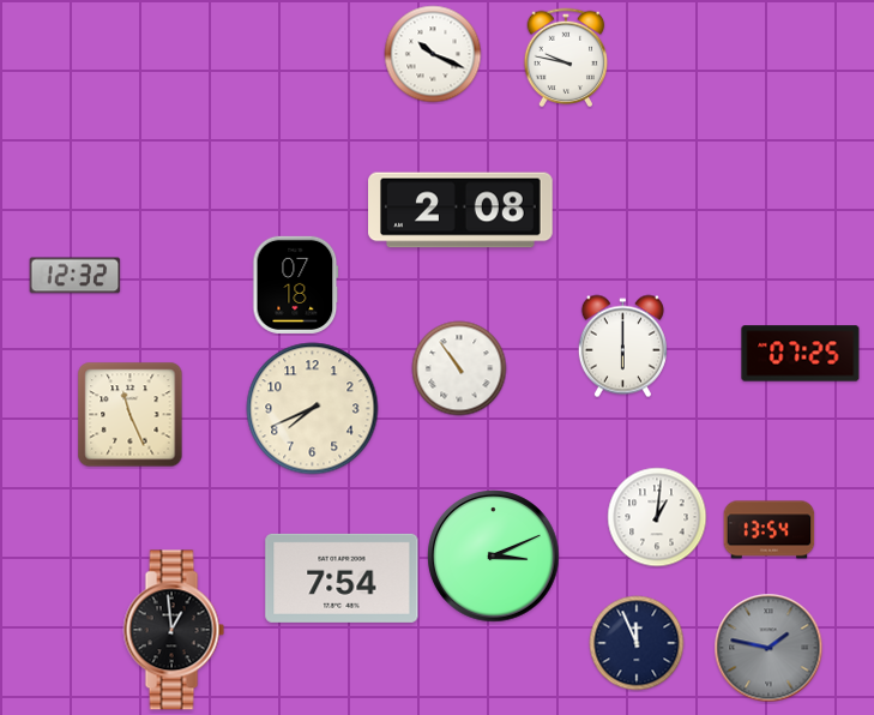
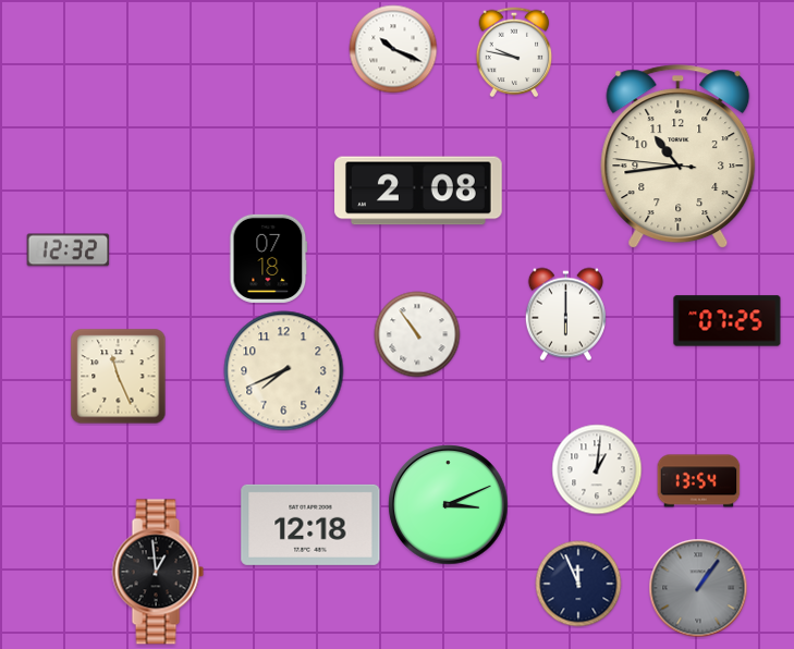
clock at (679, 157): none -> 10:43
clock at (342, 578): 7:54 -> 12:18
clock at (768, 648): 1:47 -> 1:06
